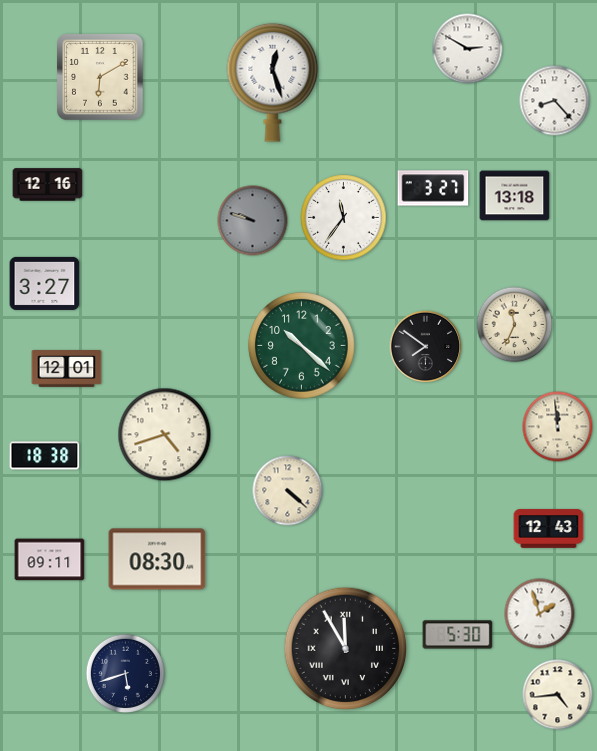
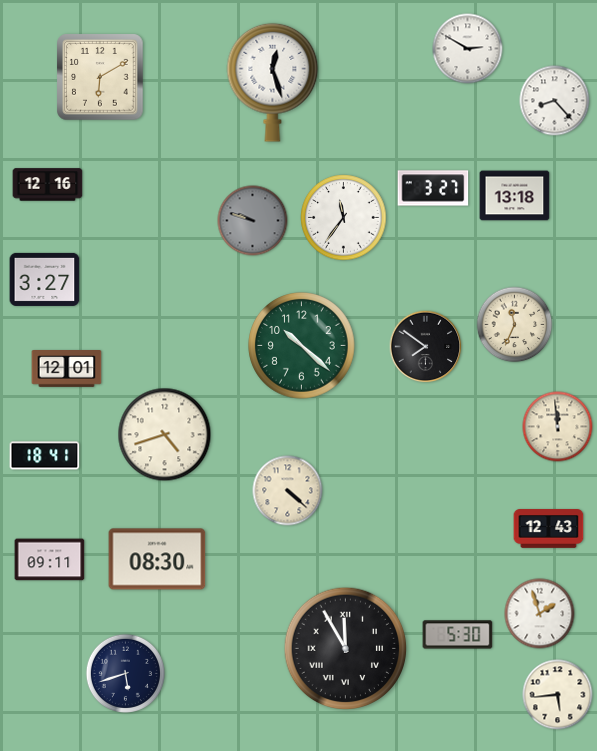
clock at (45, 283) position: (45, 283) -> (45, 279)
clock at (45, 456): 18:38 -> 18:41
clock at (558, 695): 4:44 -> 5:44
